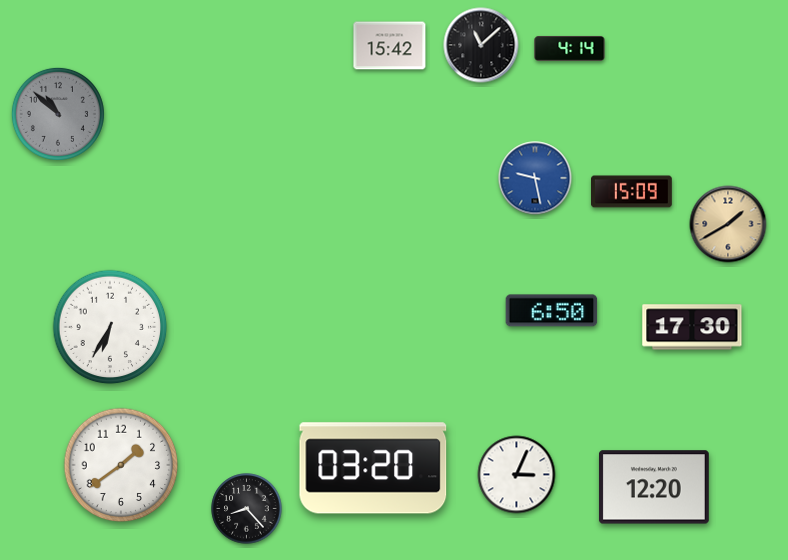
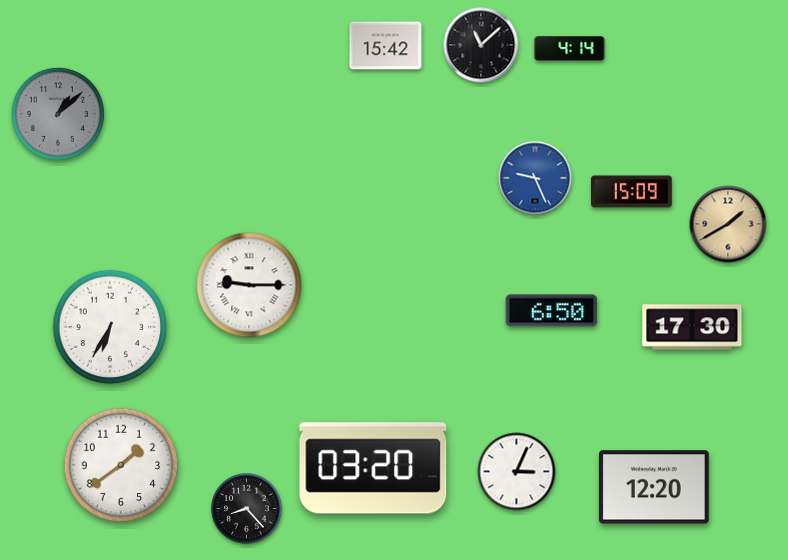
clock at (390, 46) position: (390, 46) -> (386, 46)
clock at (58, 114): 10:52 -> 1:08
clock at (535, 178): 9:28 -> 9:26
clock at (249, 285): none -> 9:15
clock at (517, 475) position: (517, 475) -> (517, 472)
